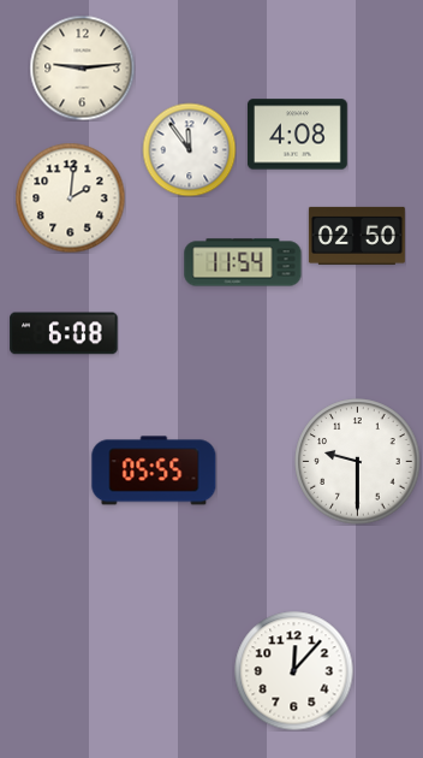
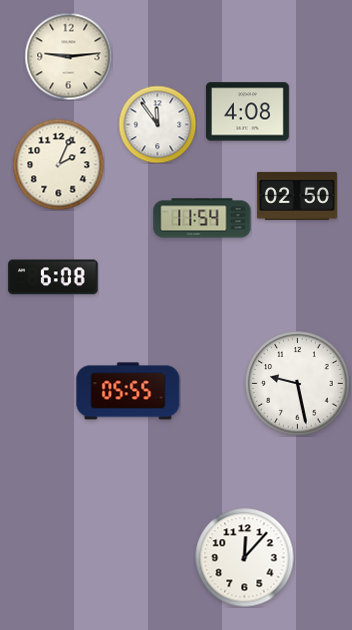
clock at (70, 197): 2:01 -> 2:04
clock at (358, 462): 9:30 -> 9:28
